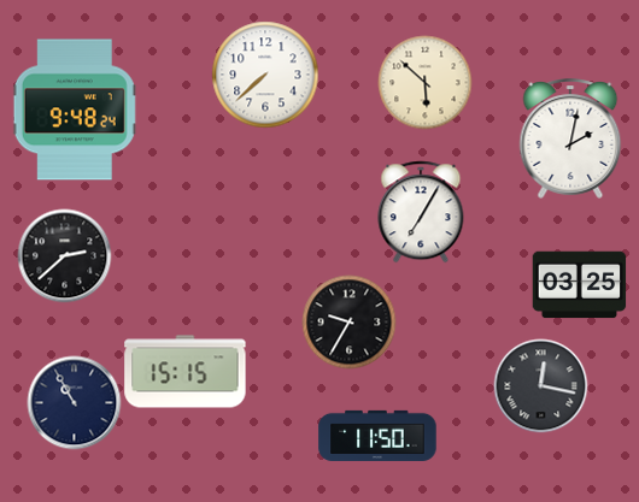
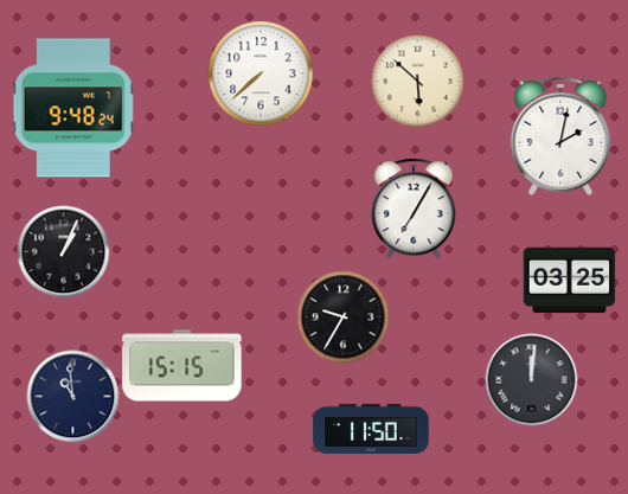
clock at (64, 255): 2:38 -> 1:04
clock at (540, 385): 12:17 -> 12:01
clock at (74, 402): 10:55 -> 10:59
